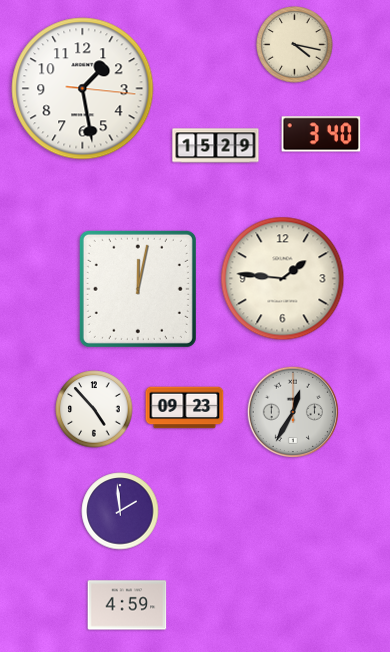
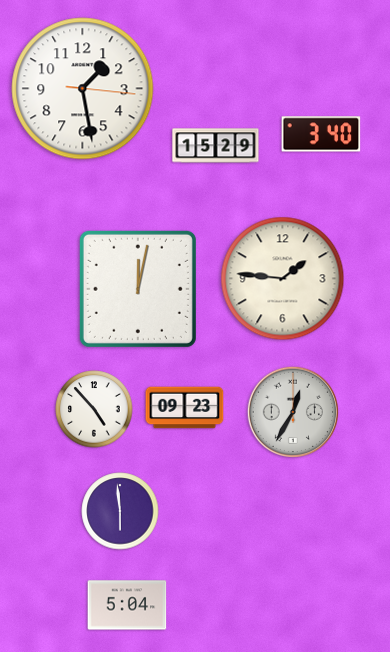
clock at (295, 45): 4:17 -> none
clock at (120, 511): 1:59 -> 5:59
clock at (127, 605): 4:59 -> 5:04
